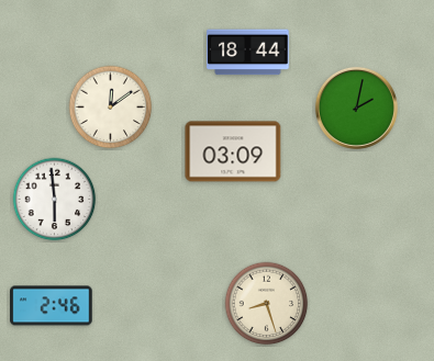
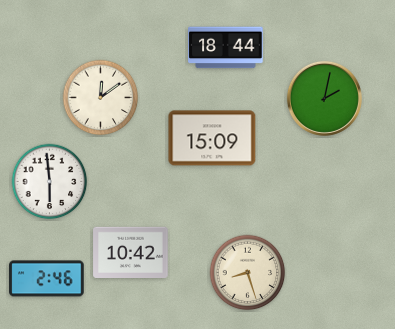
clock at (233, 151): 03:09 -> 15:09
clock at (131, 252): none -> 10:42
clock at (267, 304) position: (267, 304) -> (248, 273)
